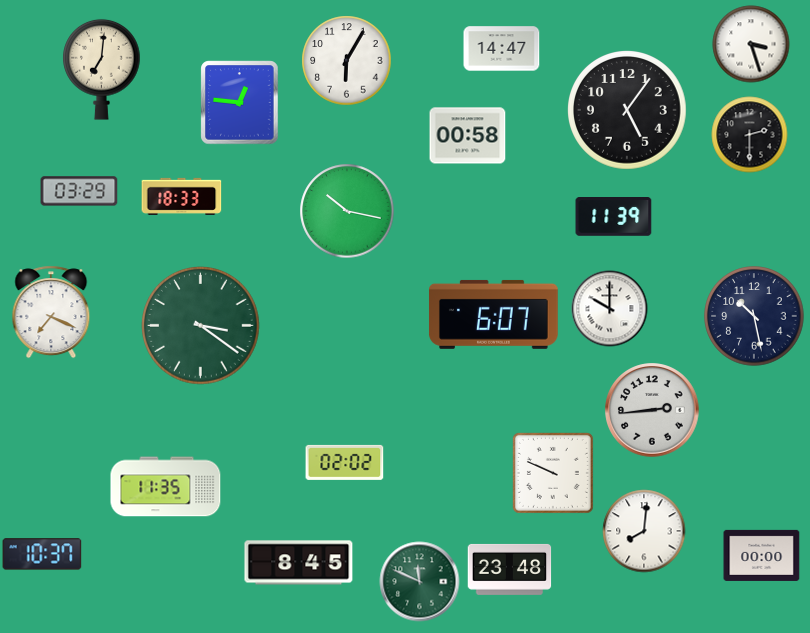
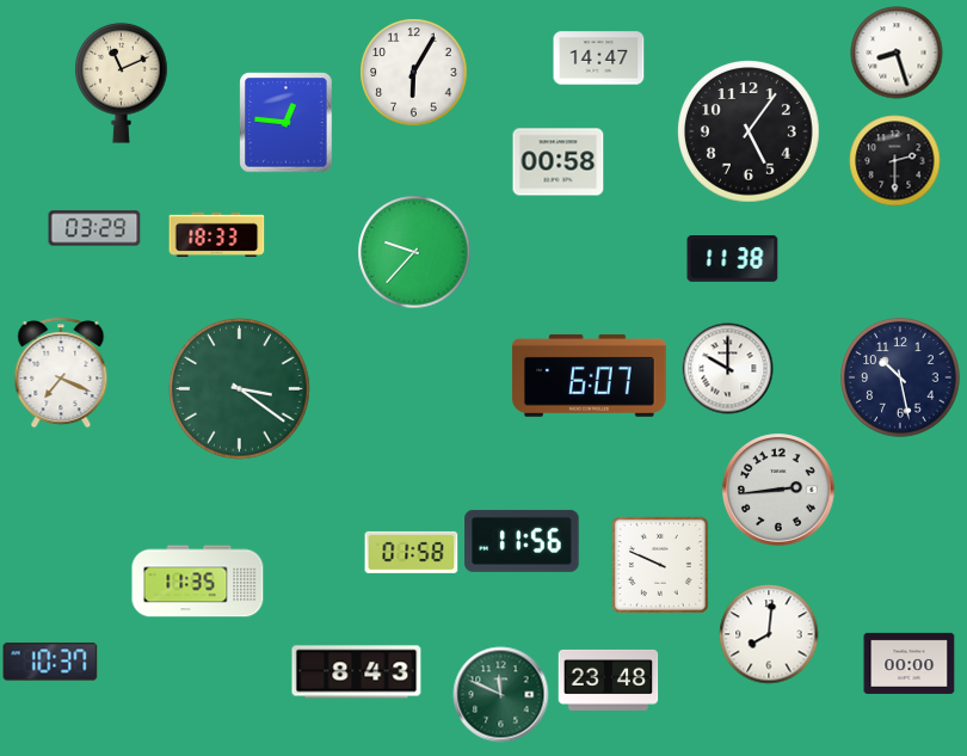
clock at (751, 44): 3:27 -> 8:27
clock at (102, 69): 7:01 -> 11:11
clock at (347, 211): 10:17 -> 9:37
clock at (614, 217): 11:39 -> 11:38
clock at (522, 541): none -> 11:56
clock at (345, 462): 02:02 -> 01:58
clock at (299, 563): 8:45 -> 8:43
